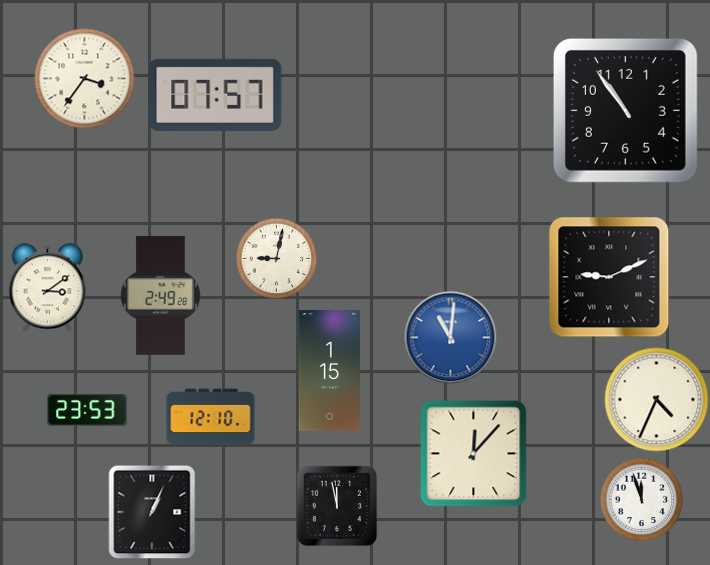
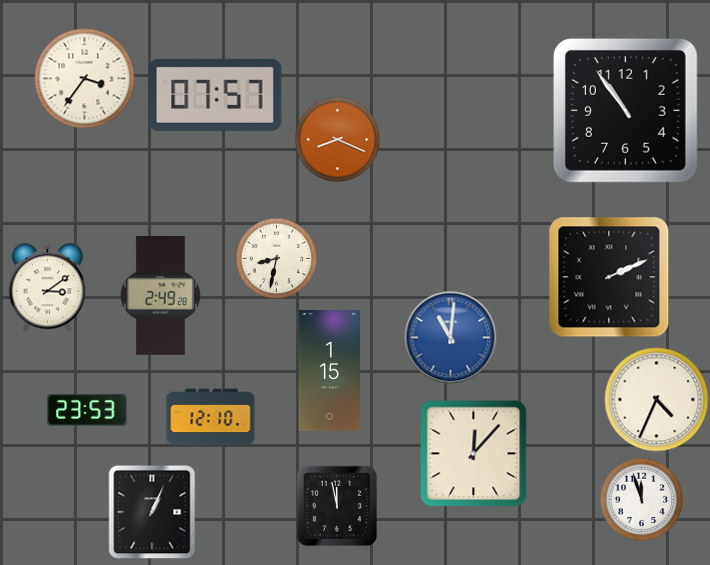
clock at (337, 139): none -> 8:19
clock at (276, 258): 9:02 -> 8:32
clock at (609, 277): 9:11 -> 2:11
